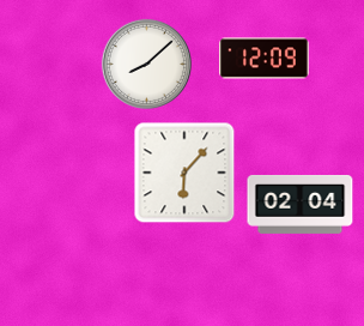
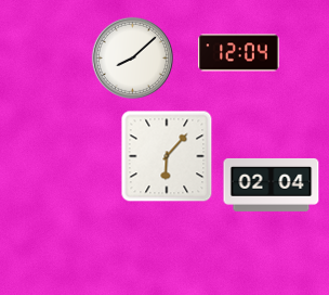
clock at (265, 59): 12:09 -> 12:04
